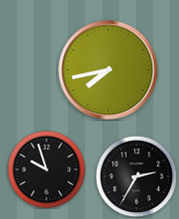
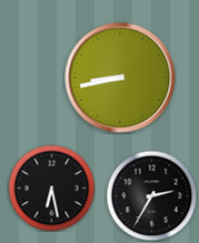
clock at (108, 70): 7:43 -> 8:43
clock at (46, 169): 9:57 -> 6:28
